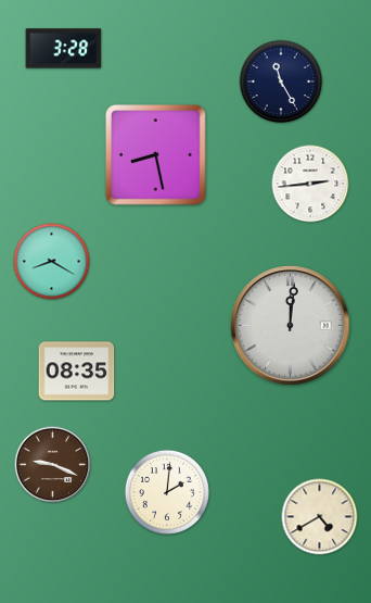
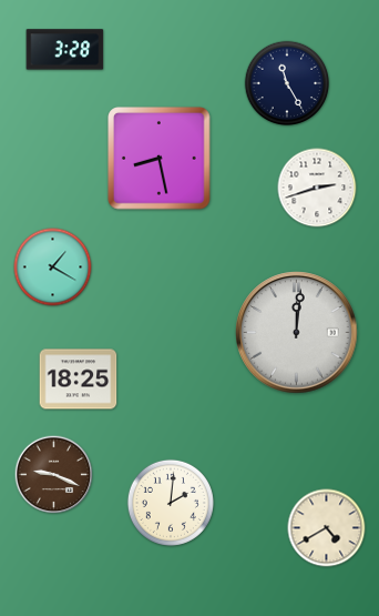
clock at (310, 184): 2:44 -> 2:42
clock at (52, 262): 8:20 -> 1:20
clock at (77, 372): 08:35 -> 18:25
